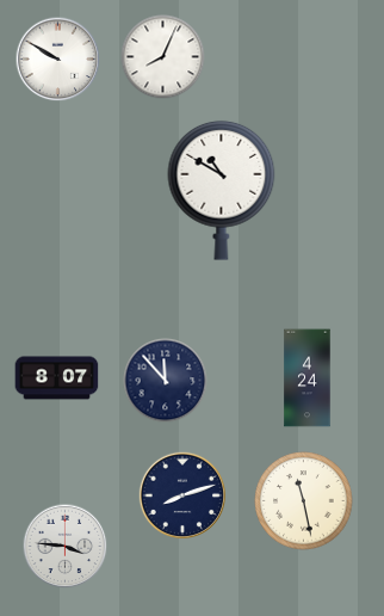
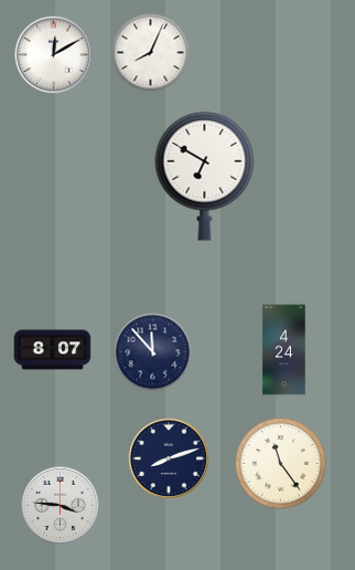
clock at (58, 60): 9:50 -> 12:10
clock at (222, 190): 10:50 -> 6:50
clock at (304, 501): 11:28 -> 11:24
